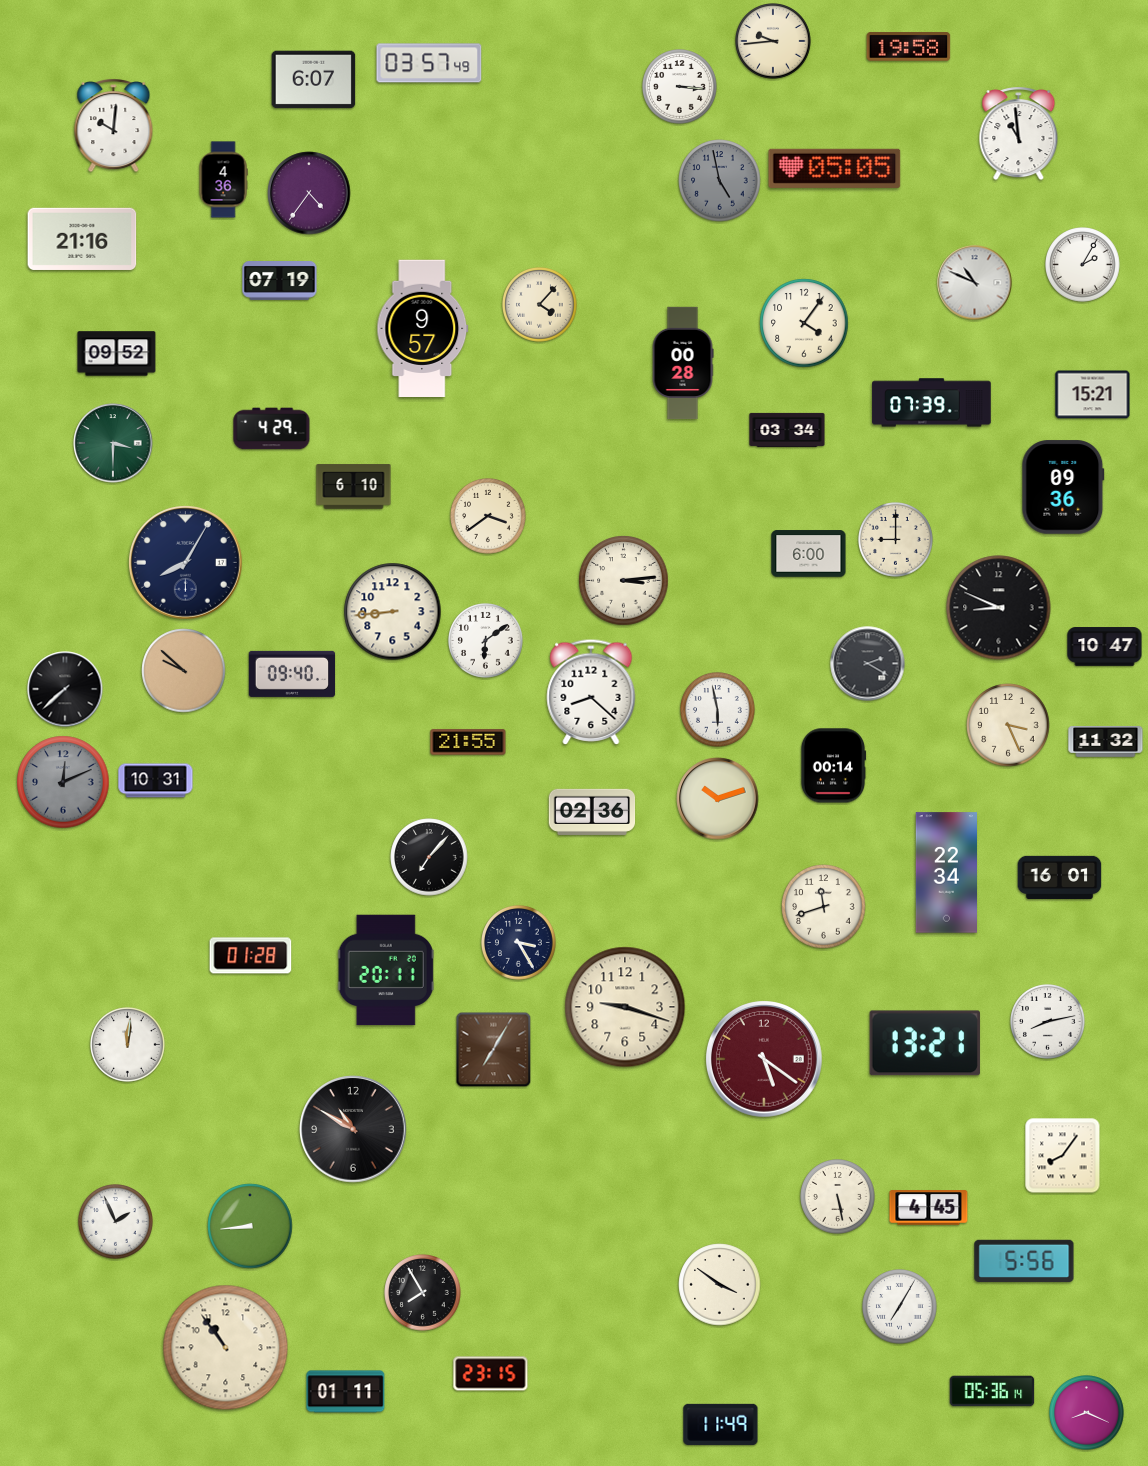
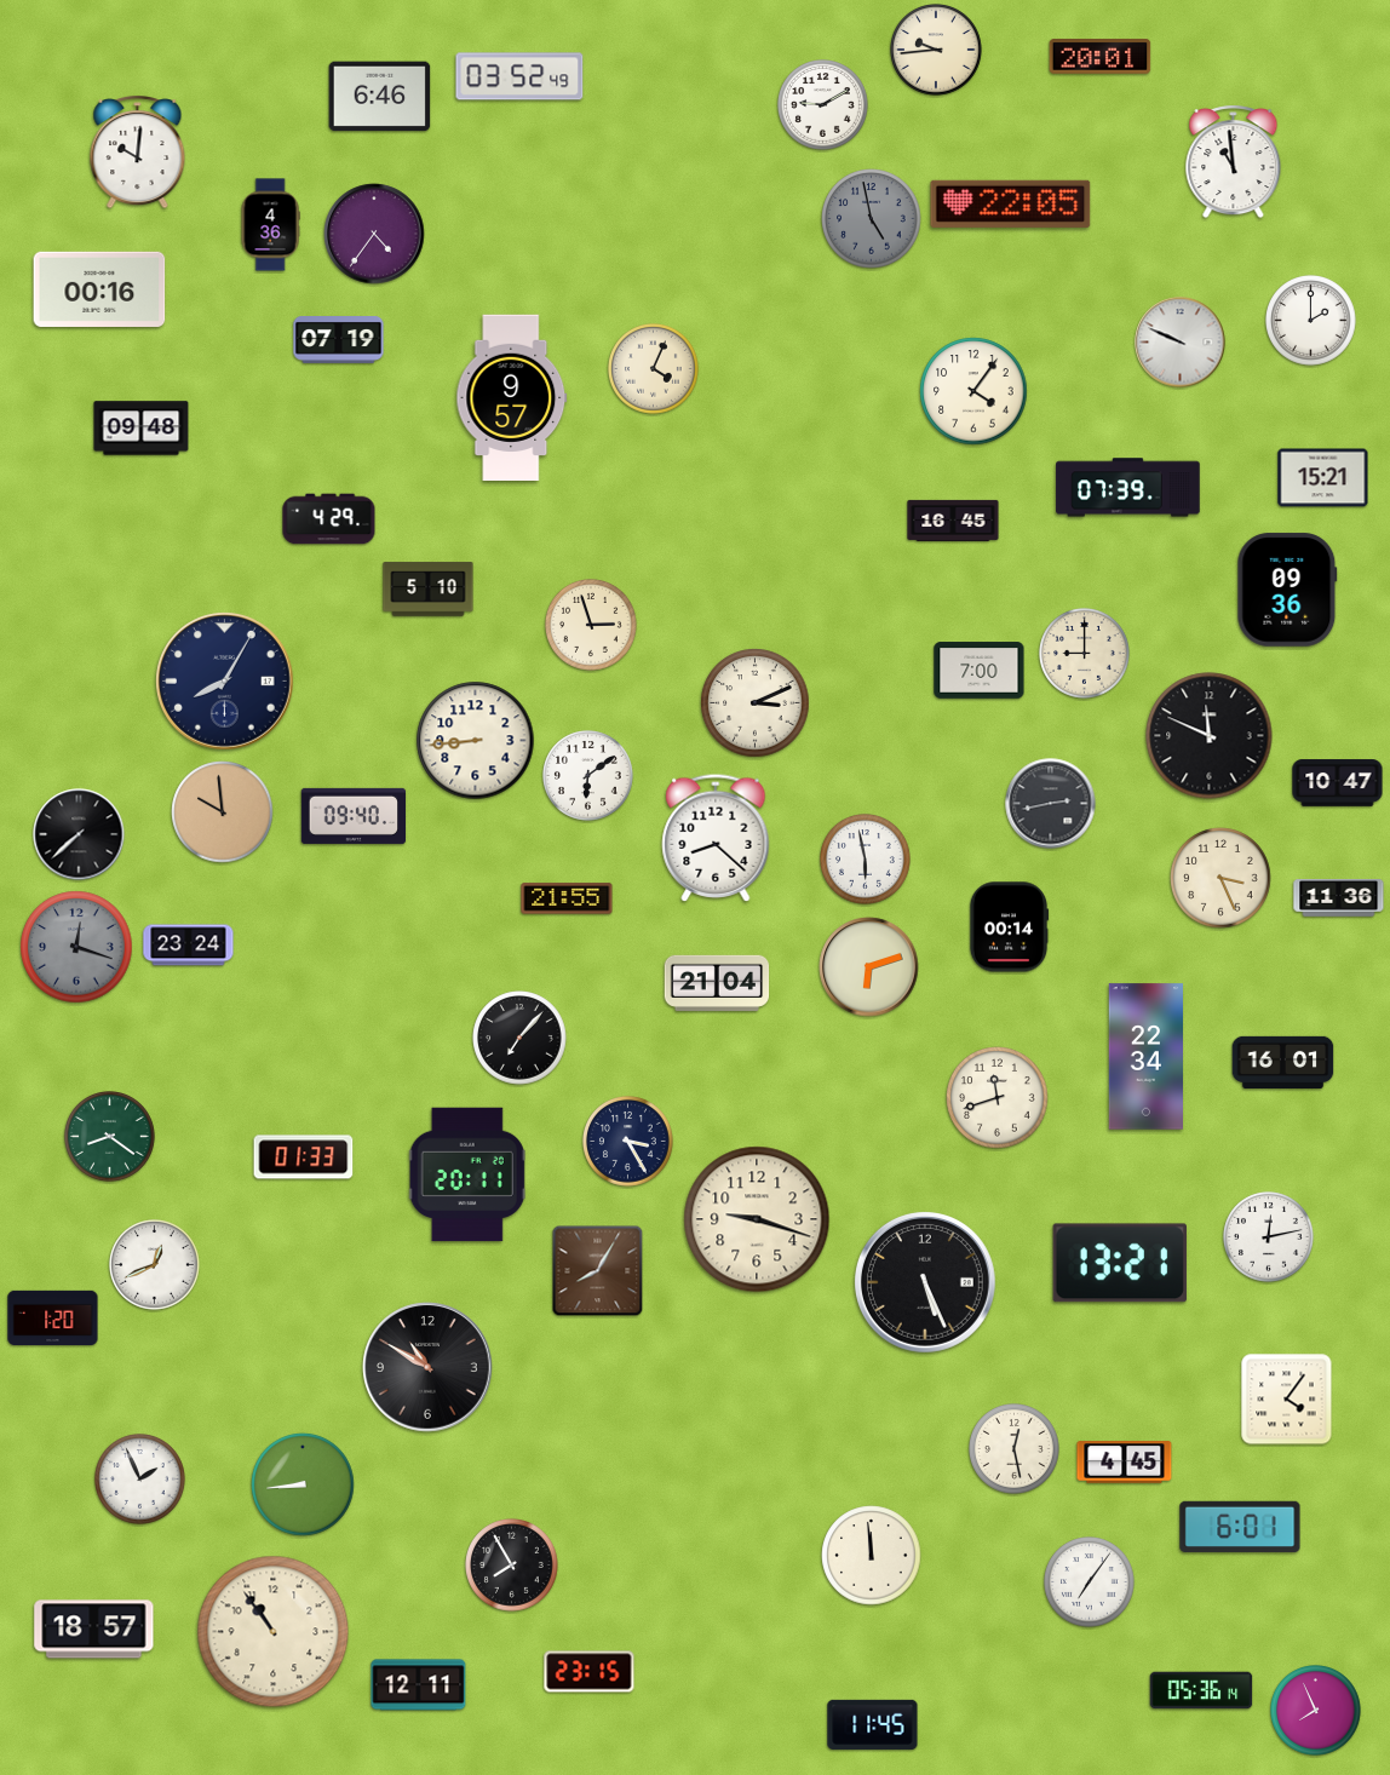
clock at (909, 47): 19:58 -> 20:01
clock at (429, 63): 03:57 -> 03:52
clock at (314, 80): 6:07 -> 6:46
clock at (680, 87): 3:16 -> 9:10
clock at (835, 168): 05:05 -> 22:05
clock at (223, 180) position: (223, 180) -> (270, 225)
clock at (82, 239): 21:16 -> 00:16
clock at (1083, 265): 2:05 -> 2:00
clock at (975, 283): 10:49 -> 9:49
clock at (540, 305): 4:07 -> 4:04
clock at (117, 354): 09:52 -> 09:48
clock at (683, 363): 00:28 -> none
clock at (787, 430): 03:34 -> 16:45
clock at (113, 443): 3:30 -> none
clock at (354, 487): 6:10 -> 5:10
clock at (488, 516): 3:39 -> 2:57
clock at (809, 554): 6:00 -> 7:00
clock at (624, 581): 3:14 -> 3:11
clock at (999, 608): 8:49 -> 11:49
clock at (868, 664): 2:20 -> 2:43
clock at (184, 671): 9:52 -> 9:59
clock at (718, 710) position: (718, 710) -> (866, 860)
clock at (1106, 742): 11:32 -> 11:36
clock at (156, 781): 10:31 -> 23:24
clock at (63, 782): 12:11 -> 12:18
clock at (718, 799): 10:12 -> 6:12
clock at (592, 812): 02:36 -> 21:04
clock at (110, 1137): none -> 8:21
clock at (251, 956): 01:28 -> 01:33
clock at (1048, 1022): 8:13 -> 12:13
clock at (128, 1045): 12:01 -> 12:41
clock at (494, 1050): 7:05 -> 8:05
clock at (765, 1060): 5:21 -> 5:26
clock at (765, 1060) dial: burgundy -> black
clock at (53, 1317): none -> 1:20
clock at (1063, 1156): 8:06 -> 4:06
clock at (838, 1197): 5:28 -> 12:28
clock at (1024, 1260): 5:56 -> 6:01
clock at (720, 1285): 3:51 -> 11:59
clock at (900, 1307): 7:05 -> 7:06
clock at (94, 1630): none -> 18:57
clock at (491, 1374) position: (491, 1374) -> (590, 1672)
clock at (992, 1391) position: (992, 1391) -> (1201, 1690)
clock at (346, 1392): 01:11 -> 12:11
clock at (1087, 1413): 8:19 -> 7:56
clock at (721, 1424): 11:49 -> 11:45
